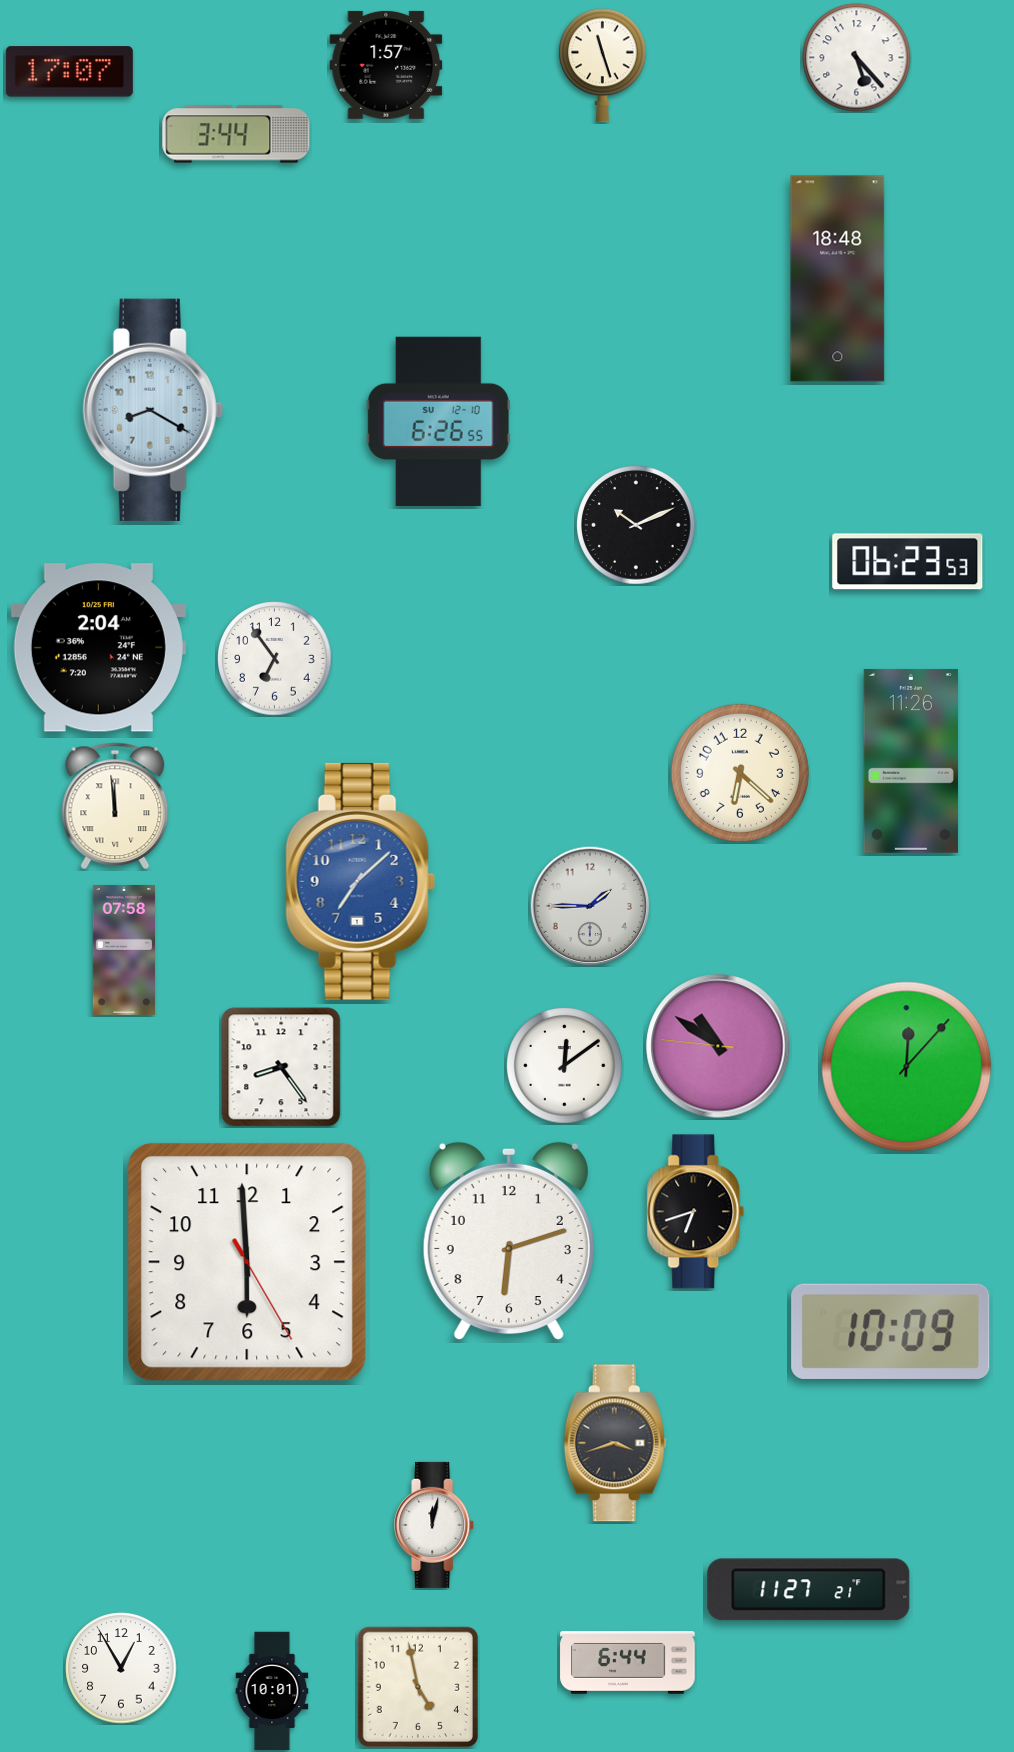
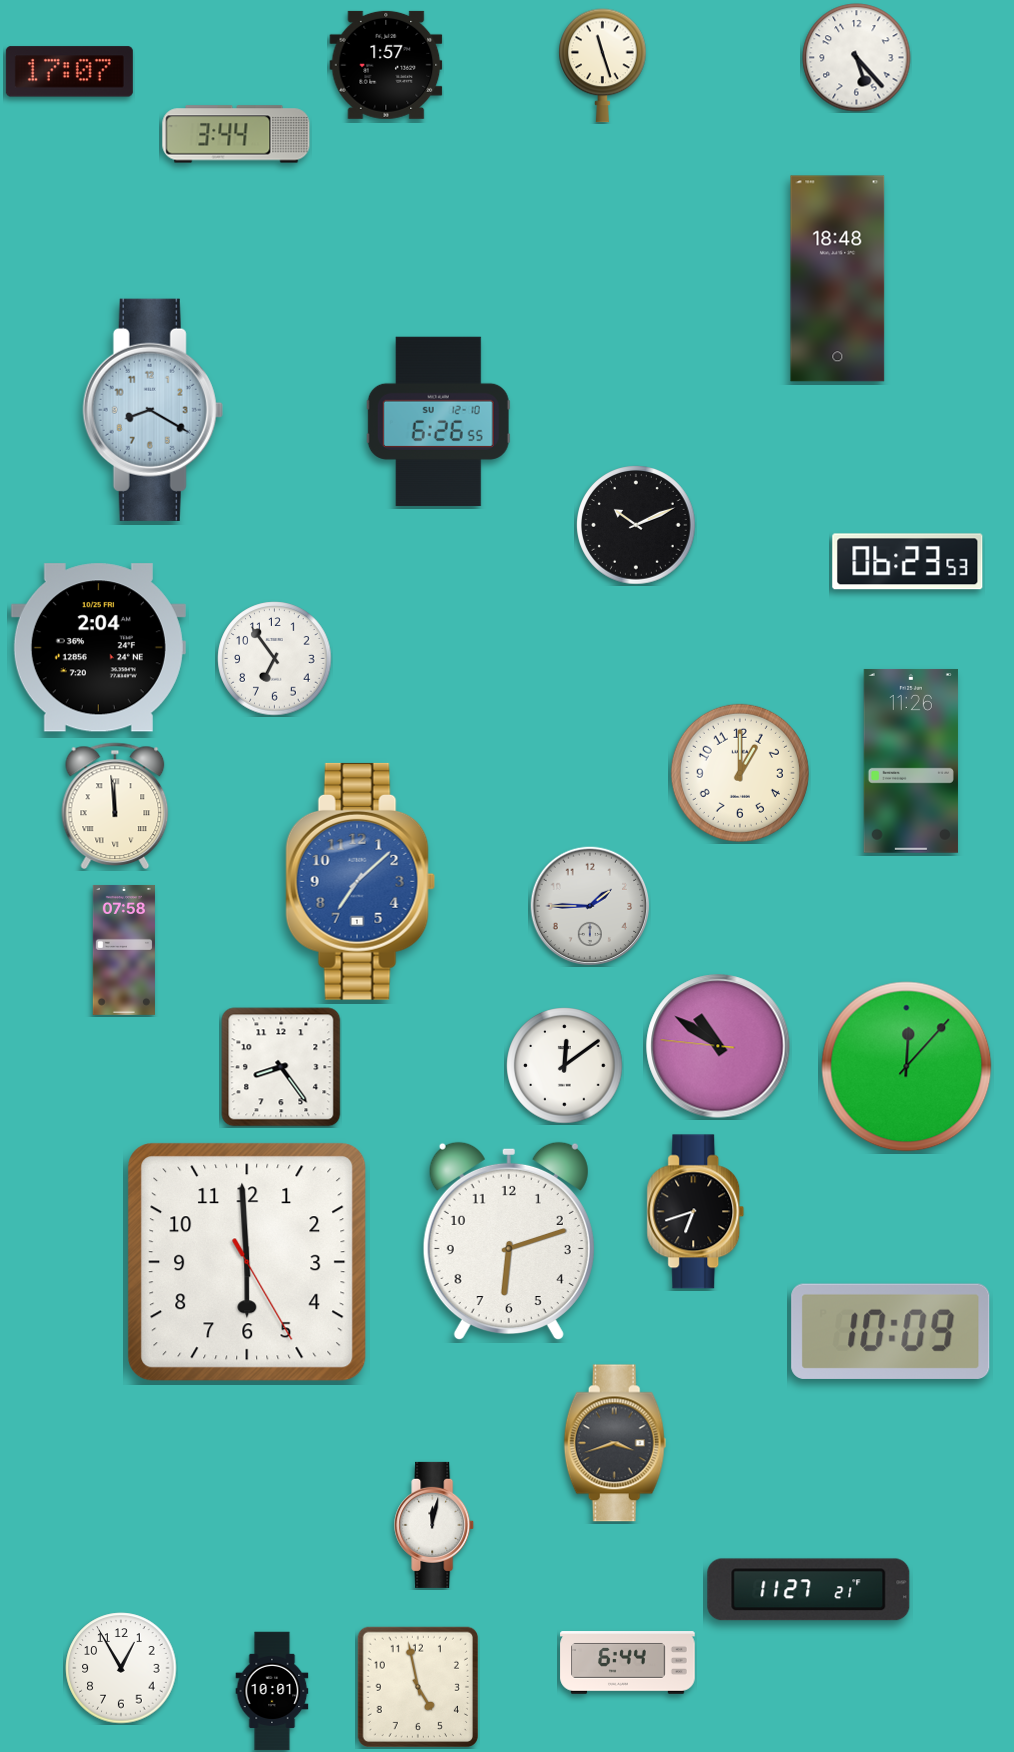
clock at (740, 773): 6:22 -> 1:00
